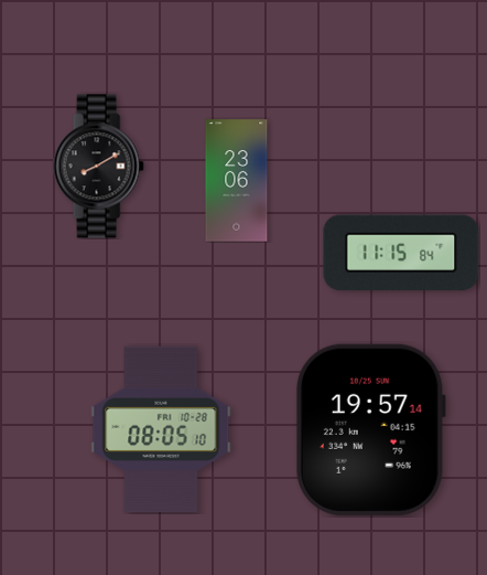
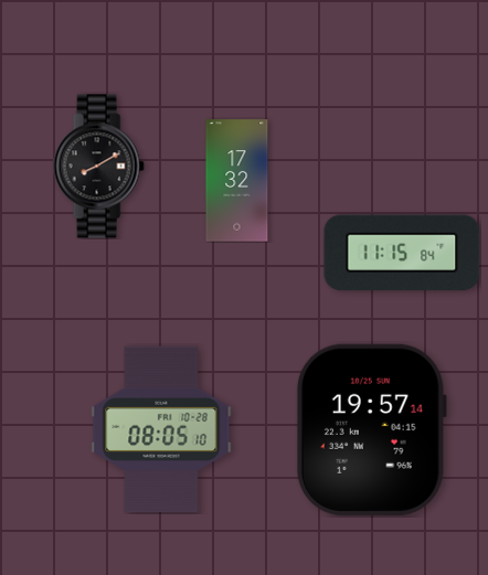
clock at (237, 181): 23:06 -> 17:32
